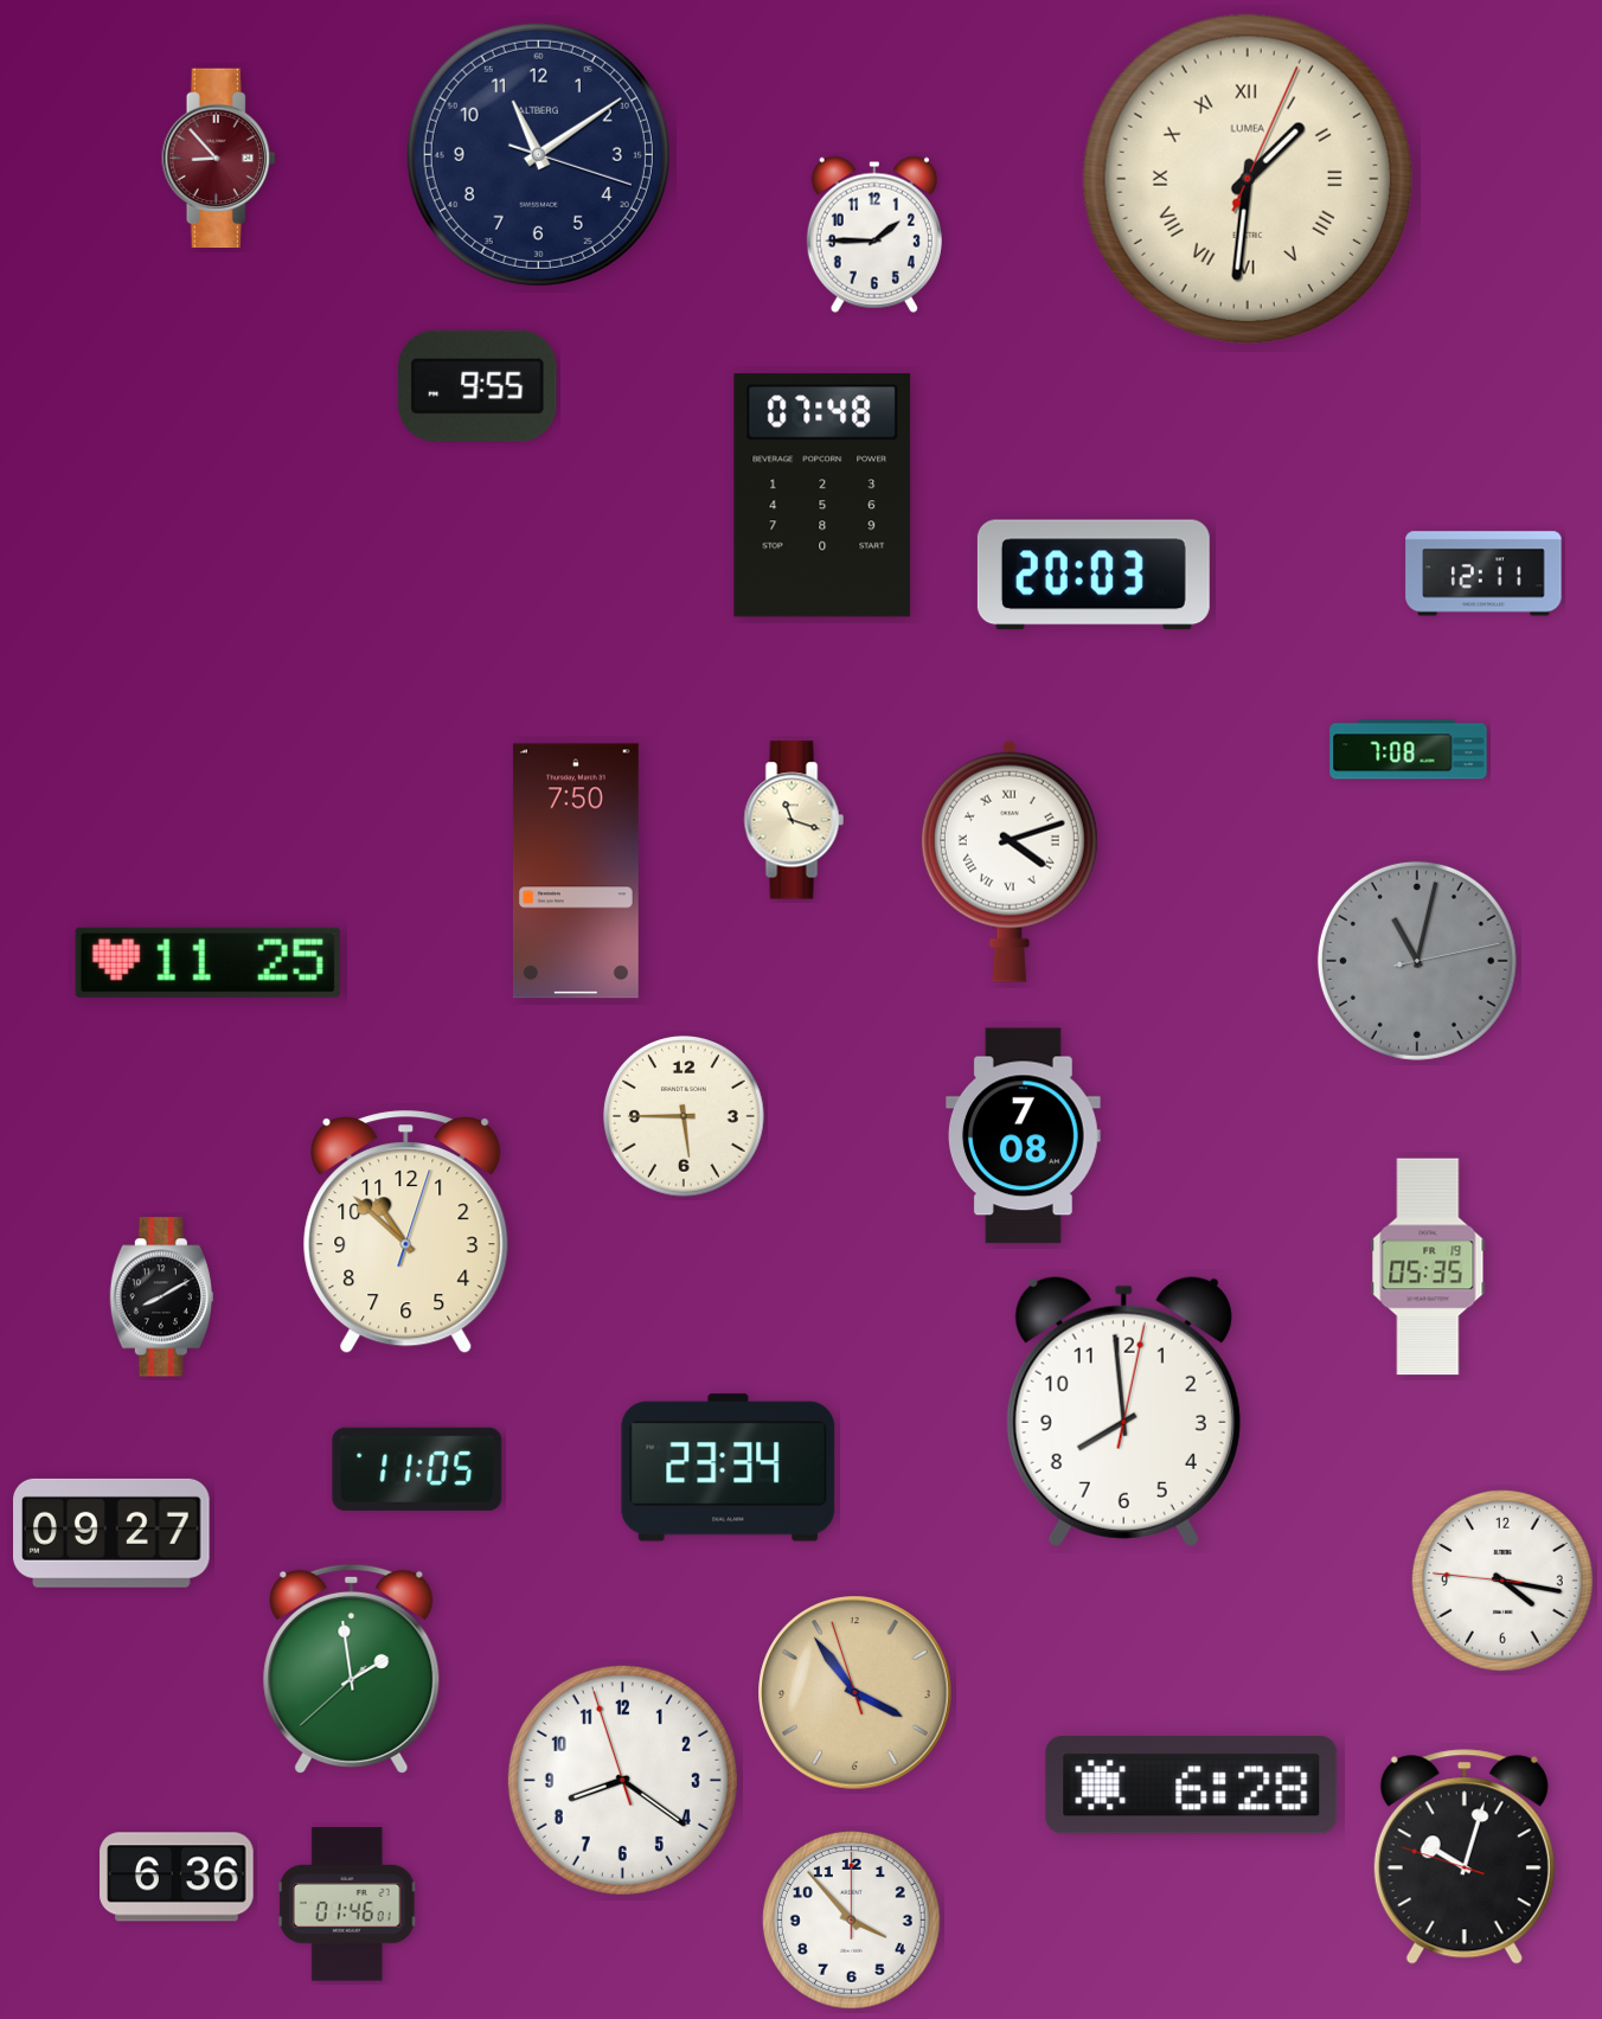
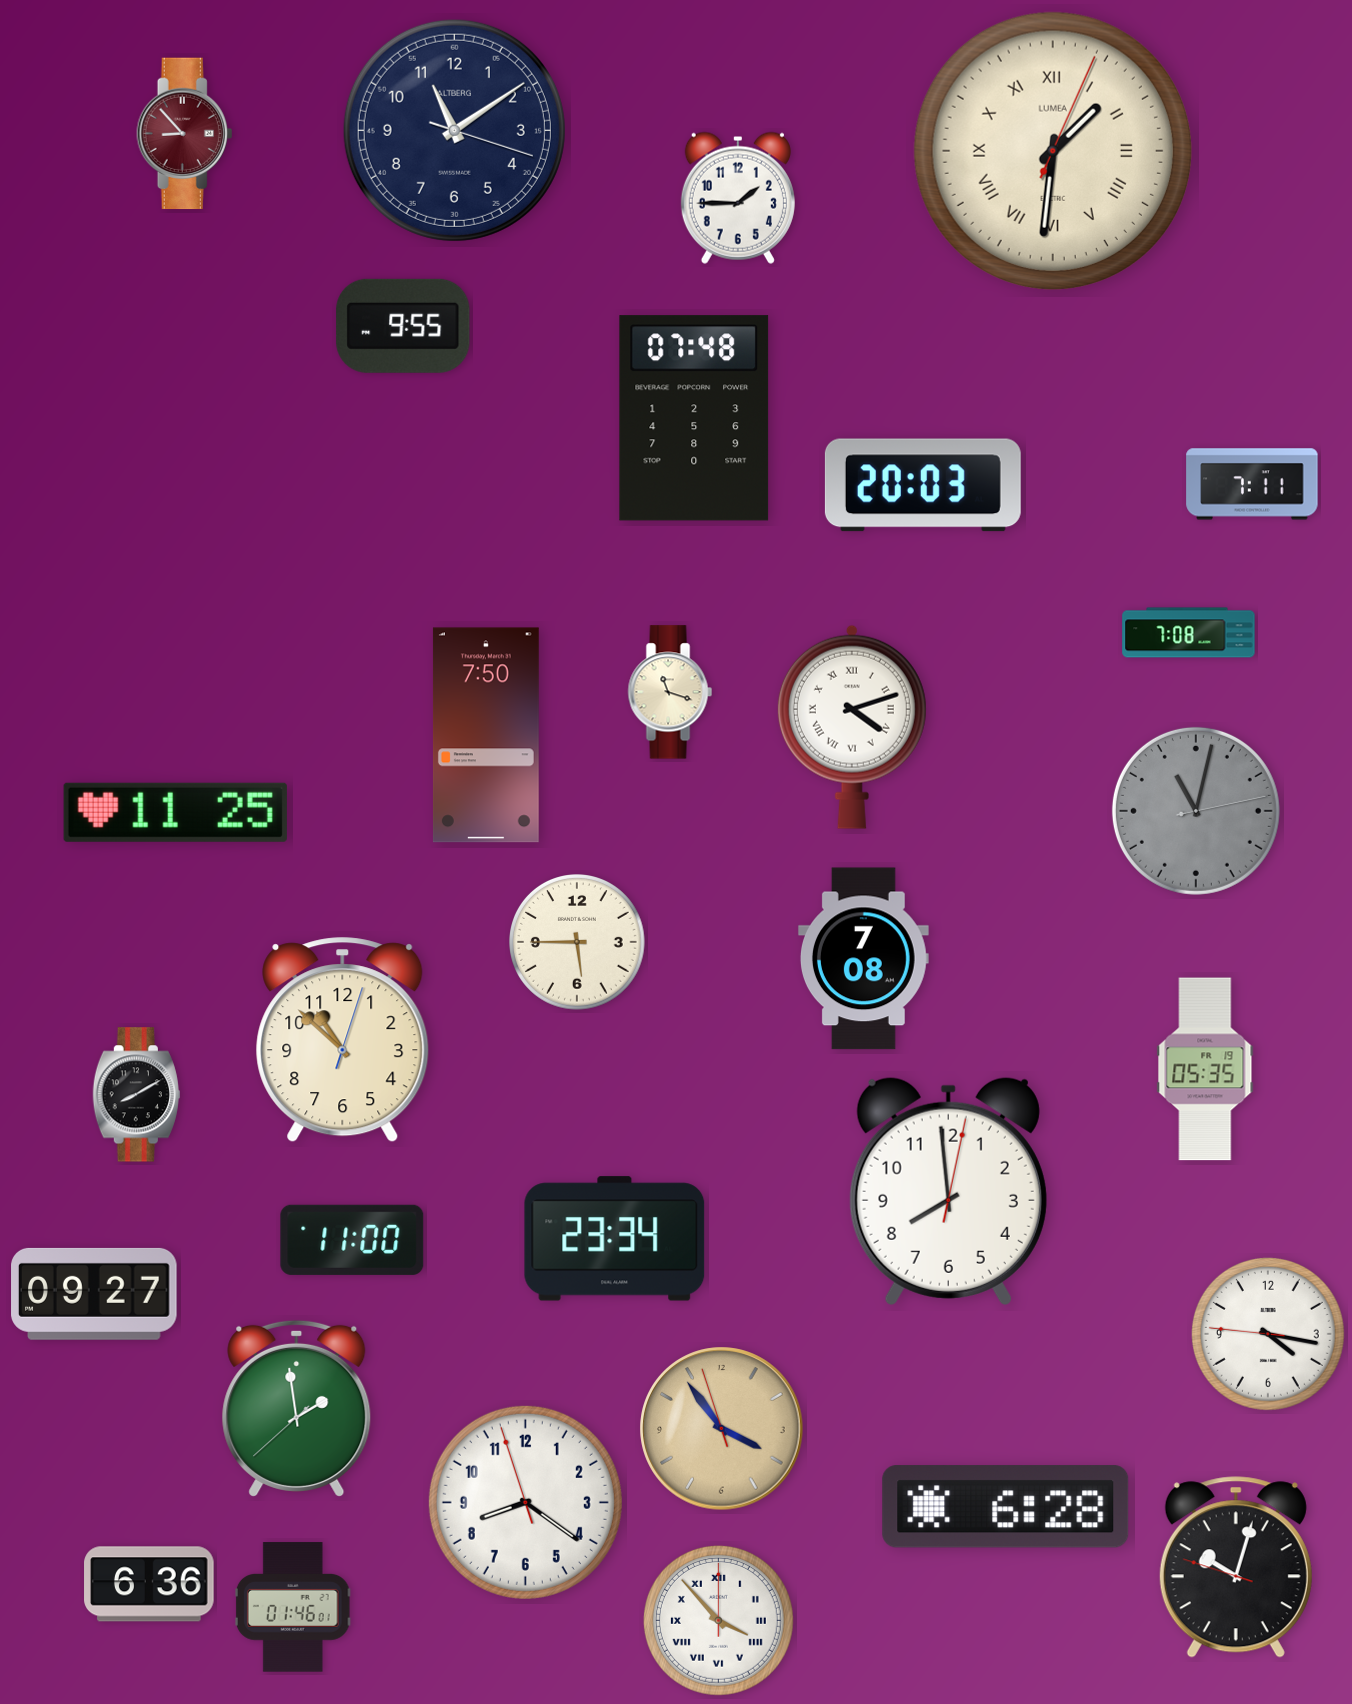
clock at (1484, 573): 12:11 -> 7:11
clock at (417, 1469): 11:05 -> 11:00
clock at (851, 1919) numerals: Arabic -> Roman
